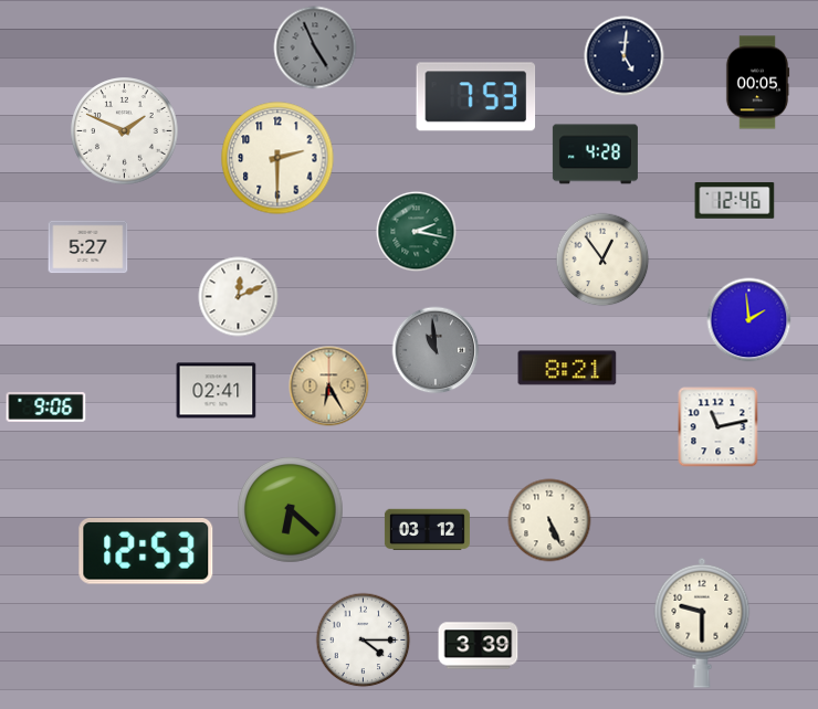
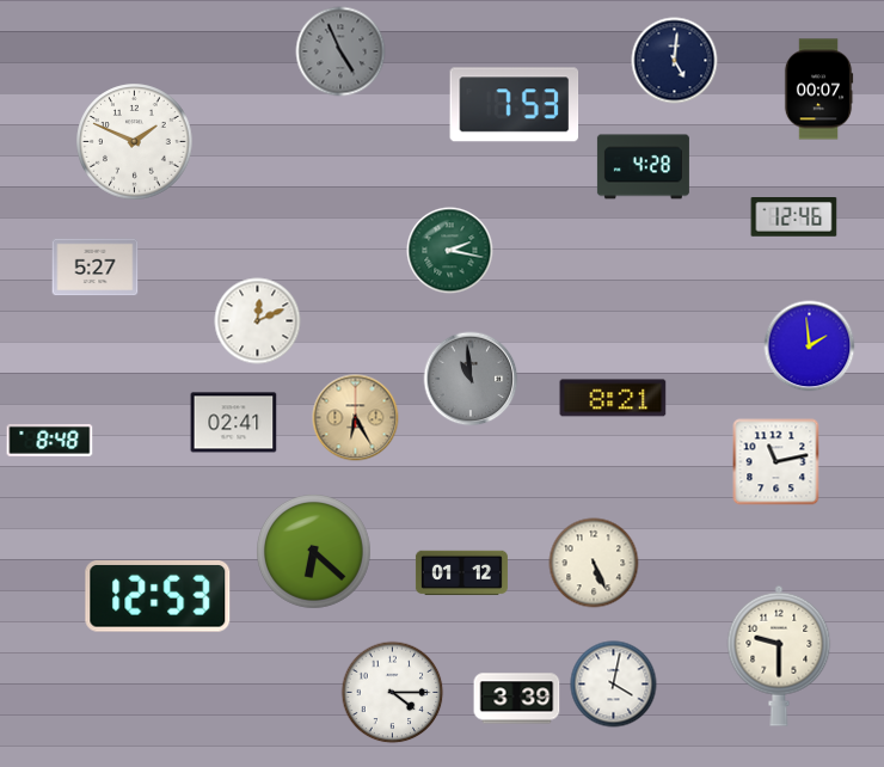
clock at (757, 83): 00:05 -> 00:07
clock at (277, 158): 2:30 -> none
clock at (602, 260): 12:54 -> none
clock at (46, 406): 9:06 -> 8:48
clock at (427, 530): 03:12 -> 01:12
clock at (702, 623) position: (702, 623) -> (779, 656)
clock at (614, 685): none -> 4:02
